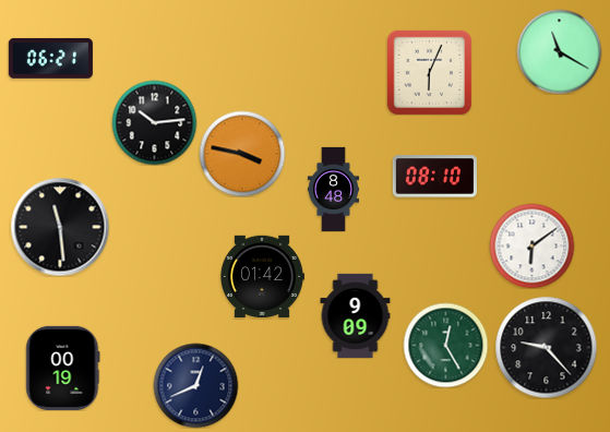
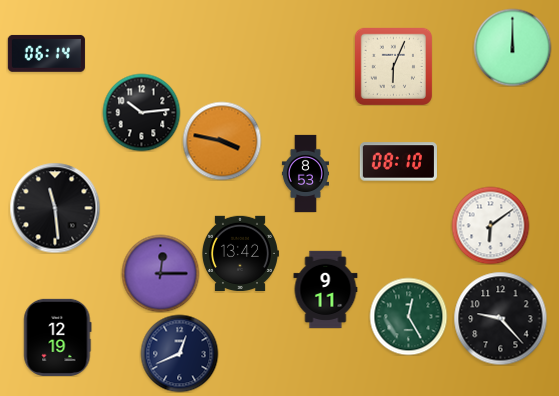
clock at (559, 51): 11:20 -> 12:00
clock at (50, 58): 06:21 -> 06:14
clock at (333, 189): 8:48 -> 8:53
clock at (531, 245) position: (531, 245) -> (490, 225)
clock at (262, 276): 01:42 -> 13:42
clock at (160, 273): none -> 12:15
clock at (356, 315): 9:09 -> 9:11
clock at (63, 368): 00:19 -> 12:19
